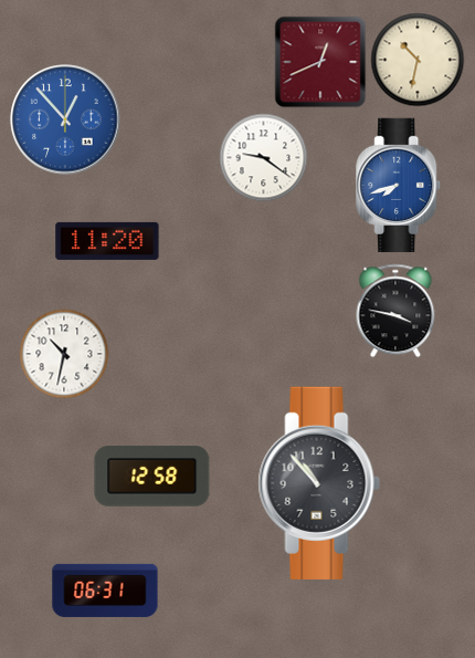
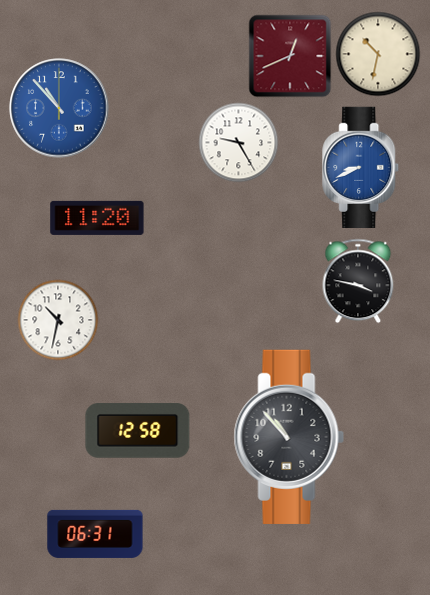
clock at (65, 119): 12:53 -> 10:53
clock at (263, 157): 9:21 -> 9:25
clock at (399, 186): 7:42 -> 8:41
